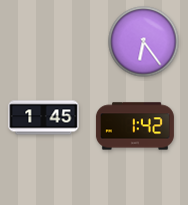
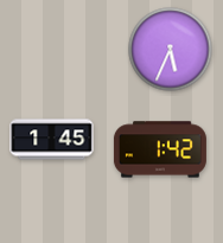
clock at (144, 42): 6:24 -> 5:34
